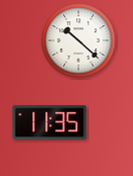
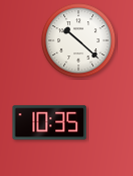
clock at (50, 123): 11:35 -> 10:35
